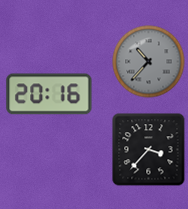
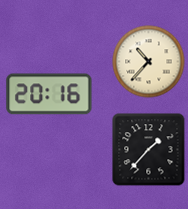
clock at (149, 62) dial: grey -> cream
clock at (149, 150): 3:37 -> 1:37
